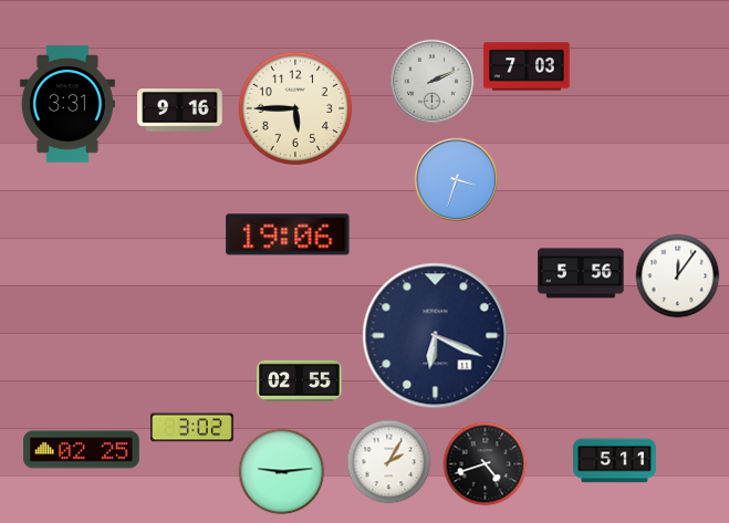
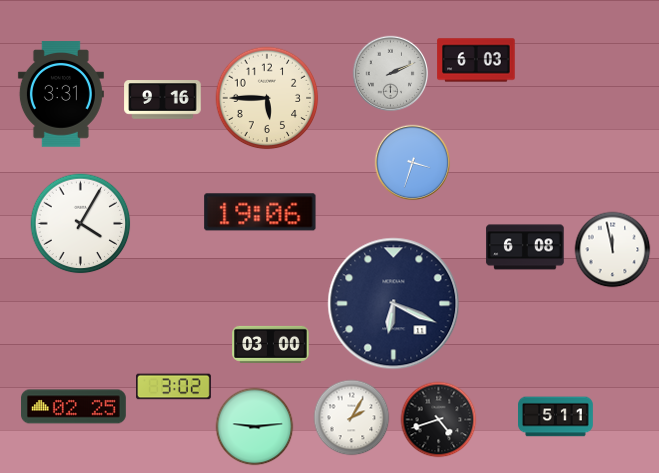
clock at (527, 66): 7:03 -> 6:03
clock at (81, 224): none -> 4:05
clock at (581, 273): 5:56 -> 6:08
clock at (678, 276): 12:06 -> 11:58
clock at (300, 380): 02:55 -> 03:00
